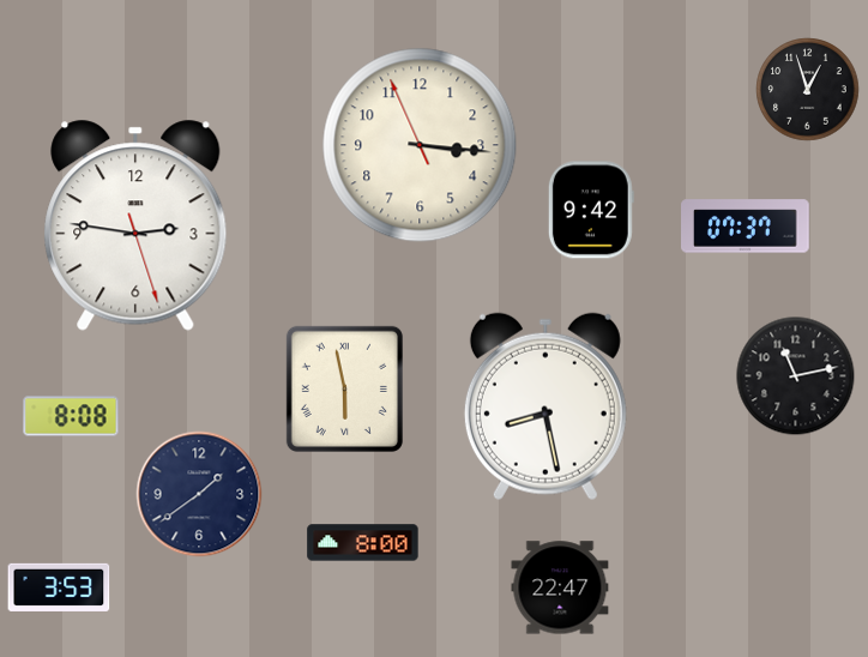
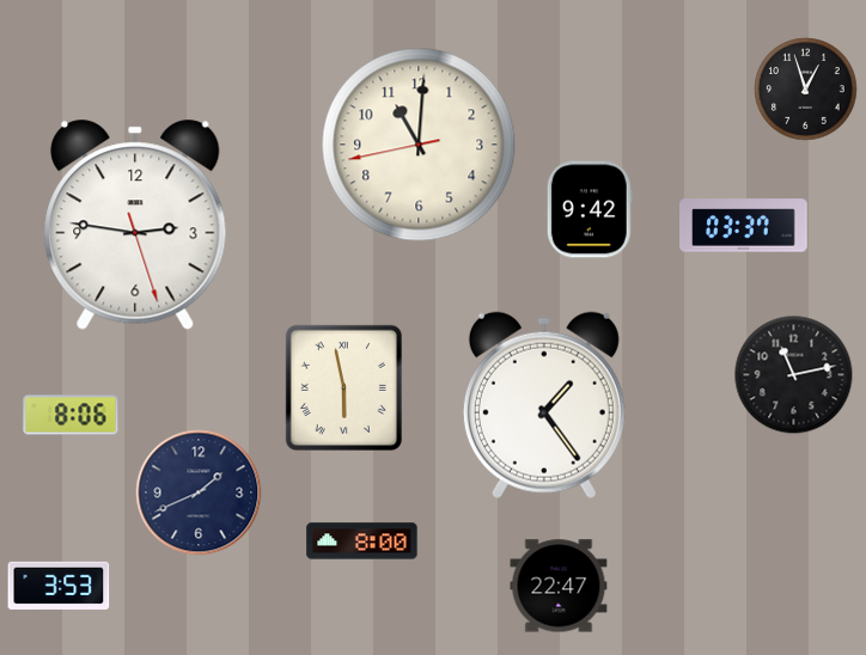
clock at (420, 145): 3:15 -> 11:00
clock at (746, 227): 07:37 -> 03:37
clock at (545, 406): 8:28 -> 1:24
clock at (71, 416): 8:08 -> 8:06
clock at (199, 494): 1:39 -> 1:41
